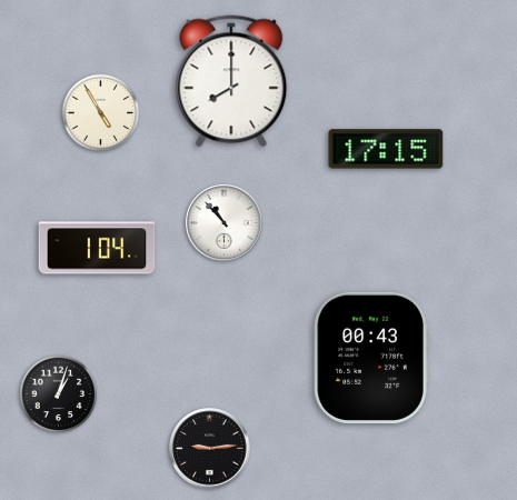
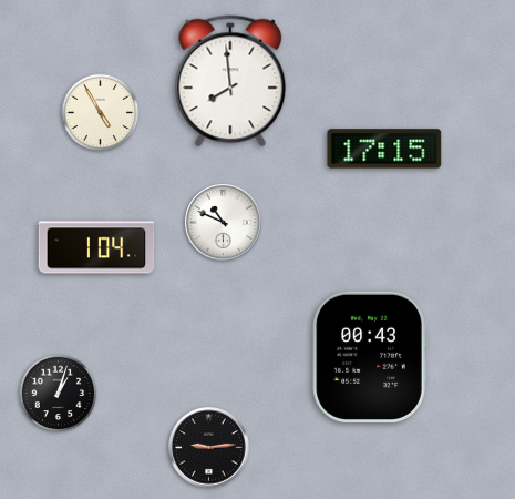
clock at (231, 81): 8:00 -> 7:59
clock at (223, 222): 10:53 -> 10:49
